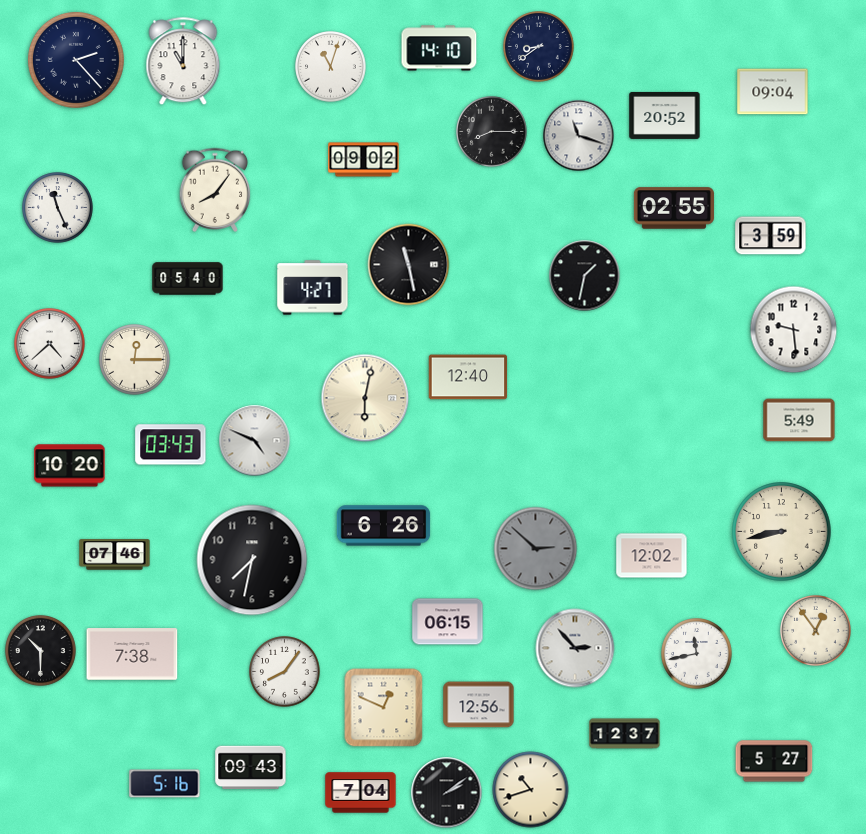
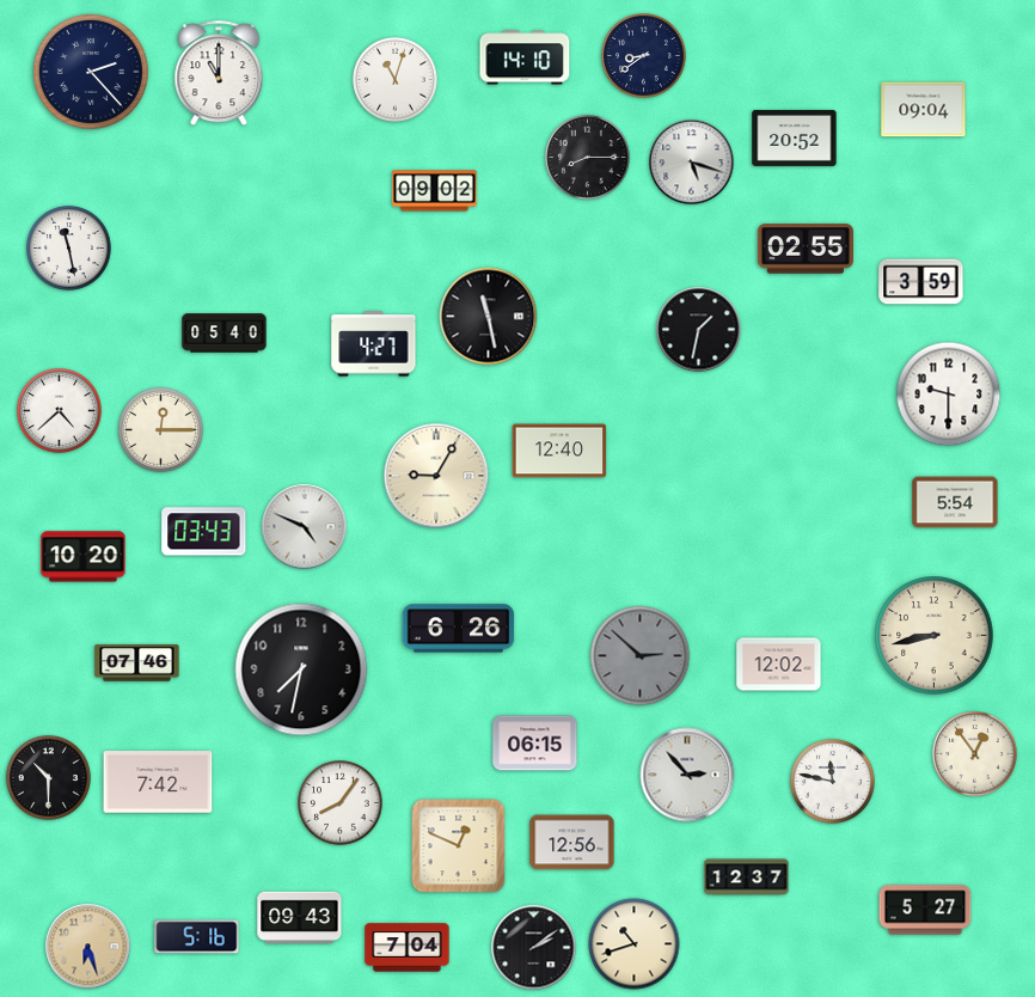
clock at (579, 136): 11:18 -> 5:18
clock at (215, 190): 8:06 -> none
clock at (58, 208): 11:26 -> 11:28
clock at (794, 330): 9:29 -> 9:30
clock at (365, 398): 6:02 -> 9:05
clock at (799, 420): 5:49 -> 5:54
clock at (132, 654): 7:38 -> 7:42
clock at (697, 654): 11:43 -> 11:47
clock at (88, 947): none -> 6:27
clock at (361, 793) position: (361, 793) -> (408, 948)
